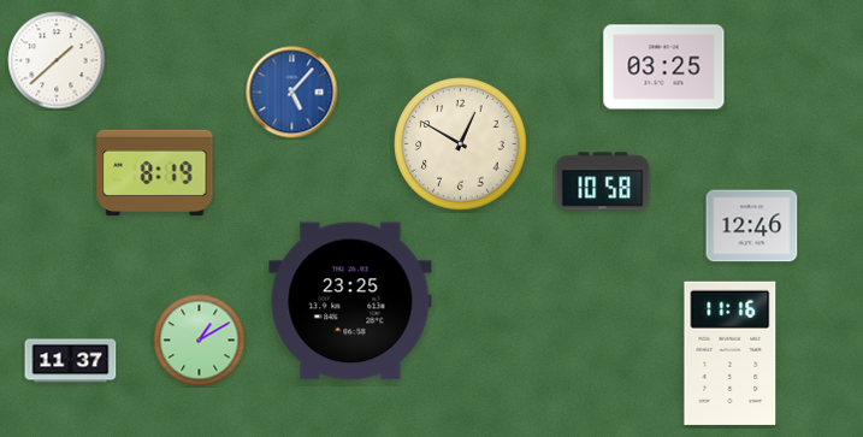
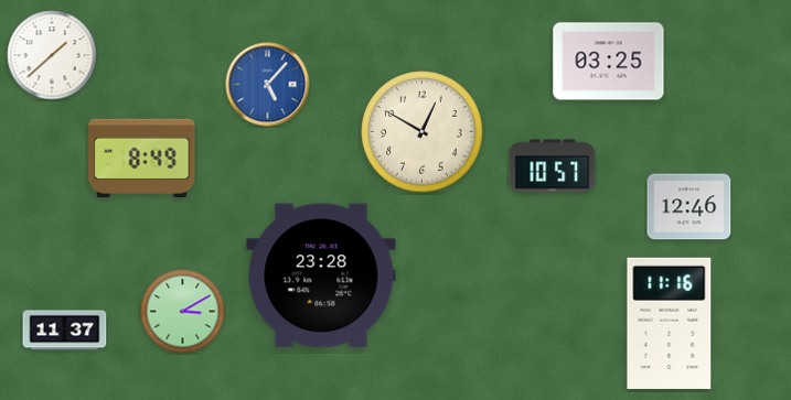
clock at (155, 172): 8:19 -> 8:49
clock at (603, 182): 10:58 -> 10:57
clock at (350, 301): 23:25 -> 23:28
clock at (200, 341): 1:10 -> 3:10
